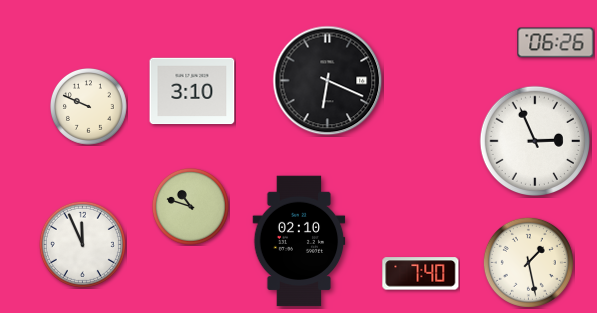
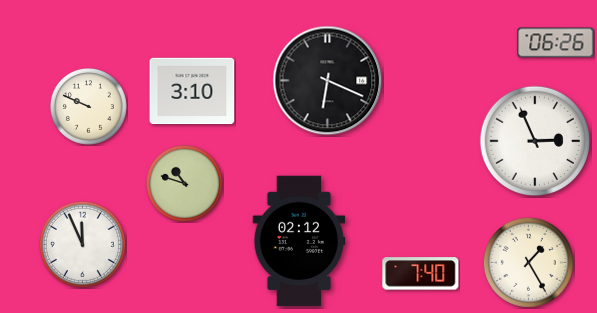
clock at (191, 207) position: (191, 207) -> (185, 184)
clock at (299, 241): 02:10 -> 02:12
clock at (528, 262): 1:28 -> 1:25
